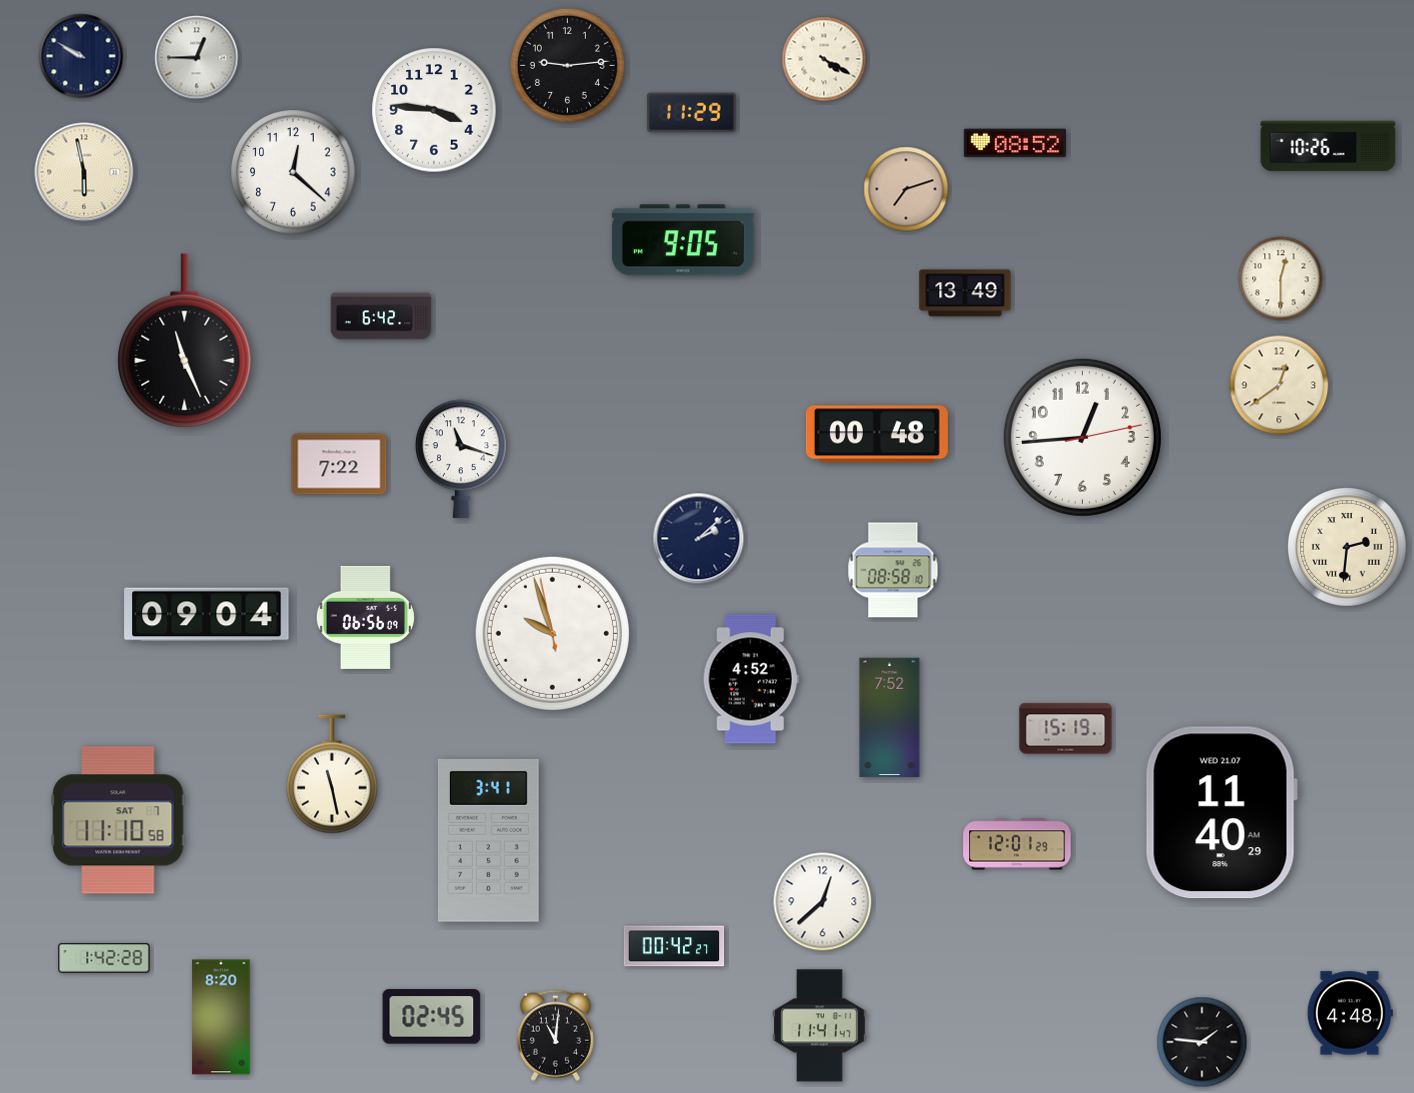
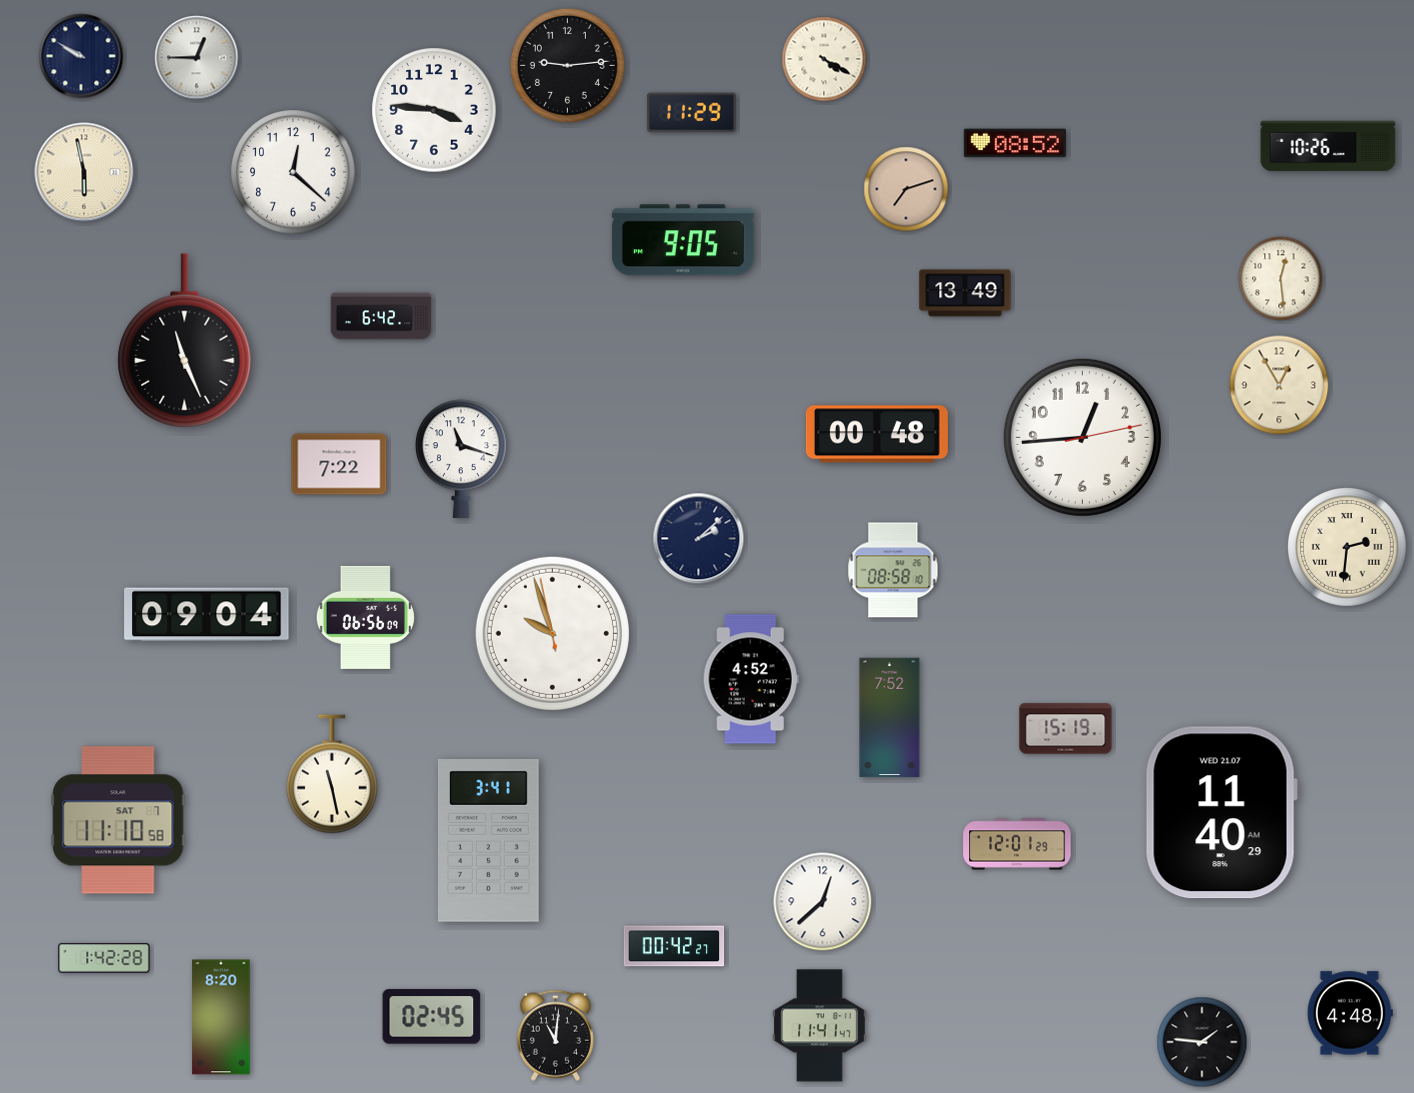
clock at (1281, 279): 12:30 -> 12:29
clock at (1279, 385): 12:39 -> 12:55
